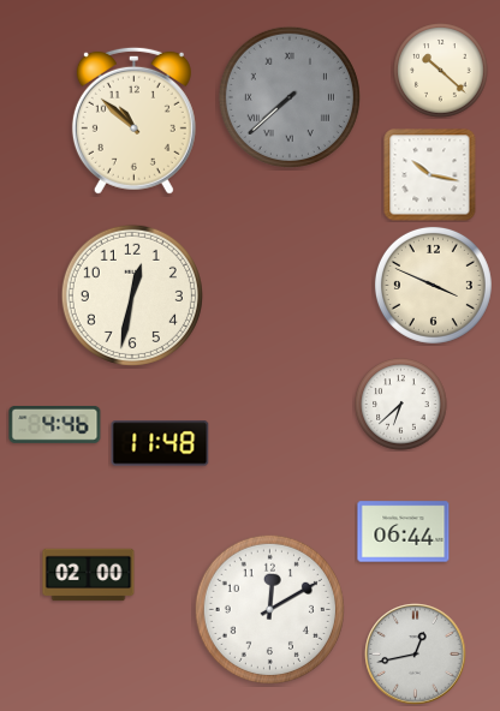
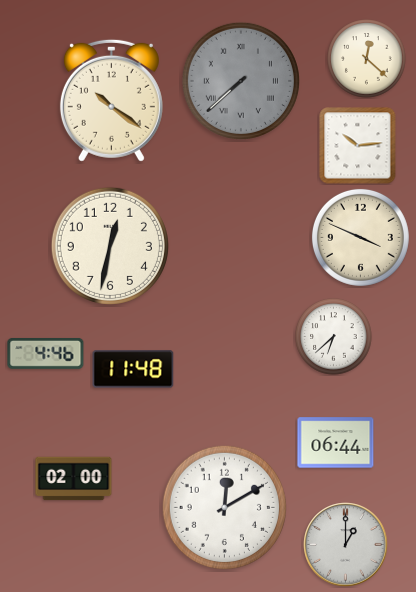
clock at (441, 71): 10:22 -> 12:22
clock at (133, 120): 10:52 -> 10:21
clock at (430, 175): 10:17 -> 10:14
clock at (416, 655): 12:43 -> 1:00
